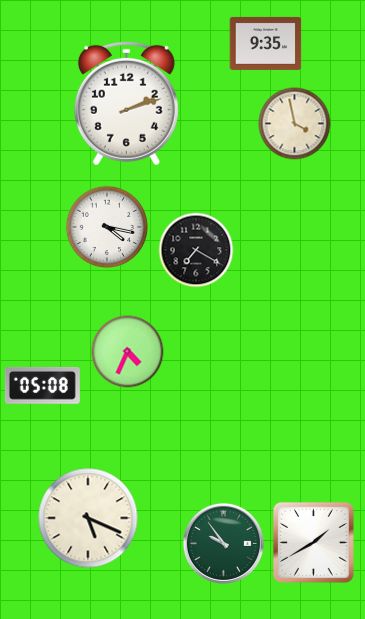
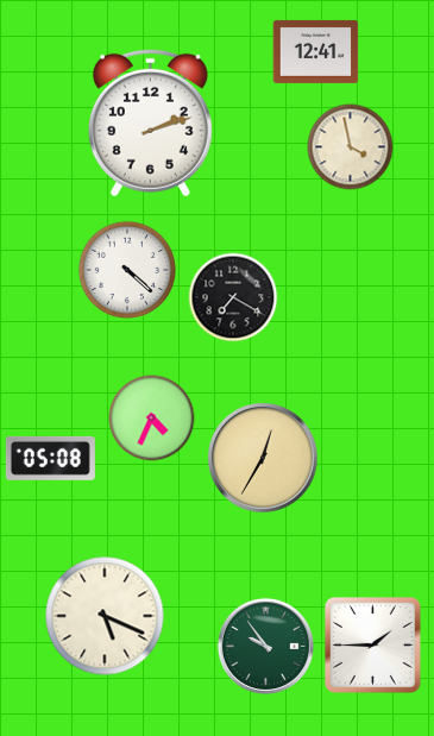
clock at (266, 43): 9:35 -> 12:41
clock at (107, 227): 4:17 -> 4:22
clock at (263, 458): none -> 12:35
clock at (314, 543): 1:40 -> 1:45
